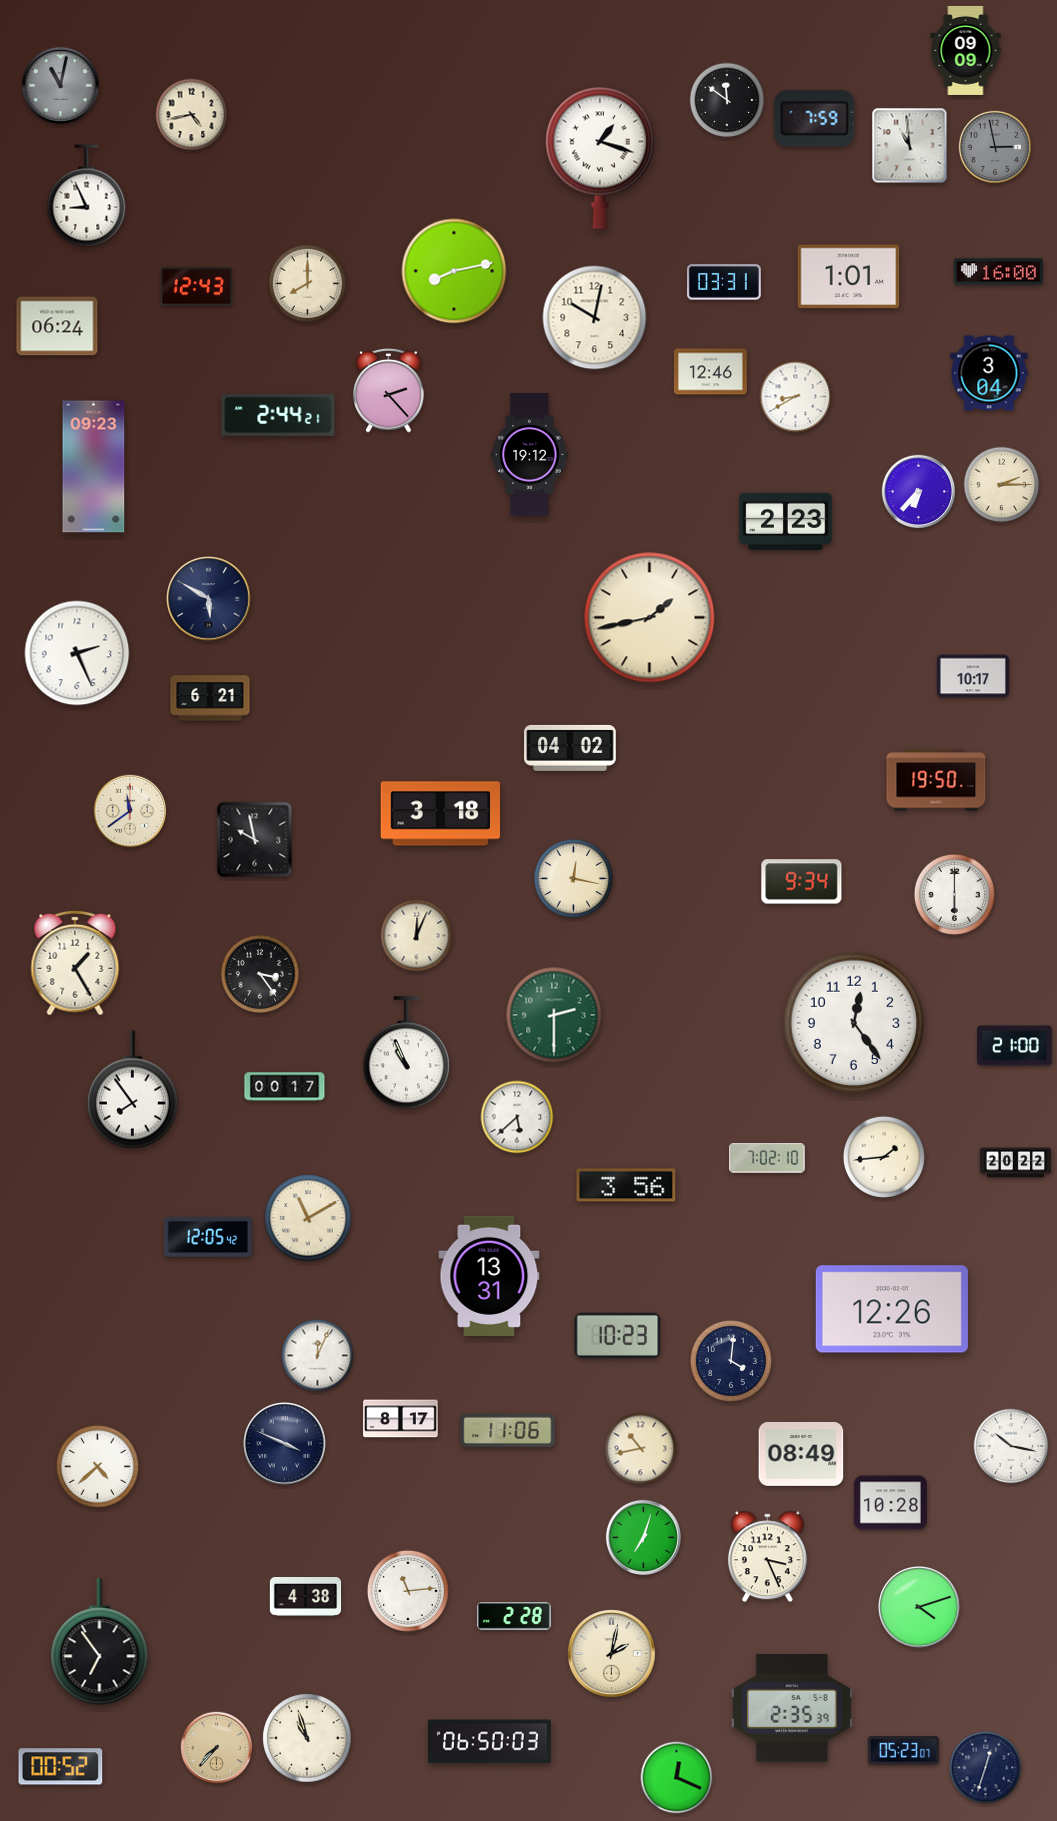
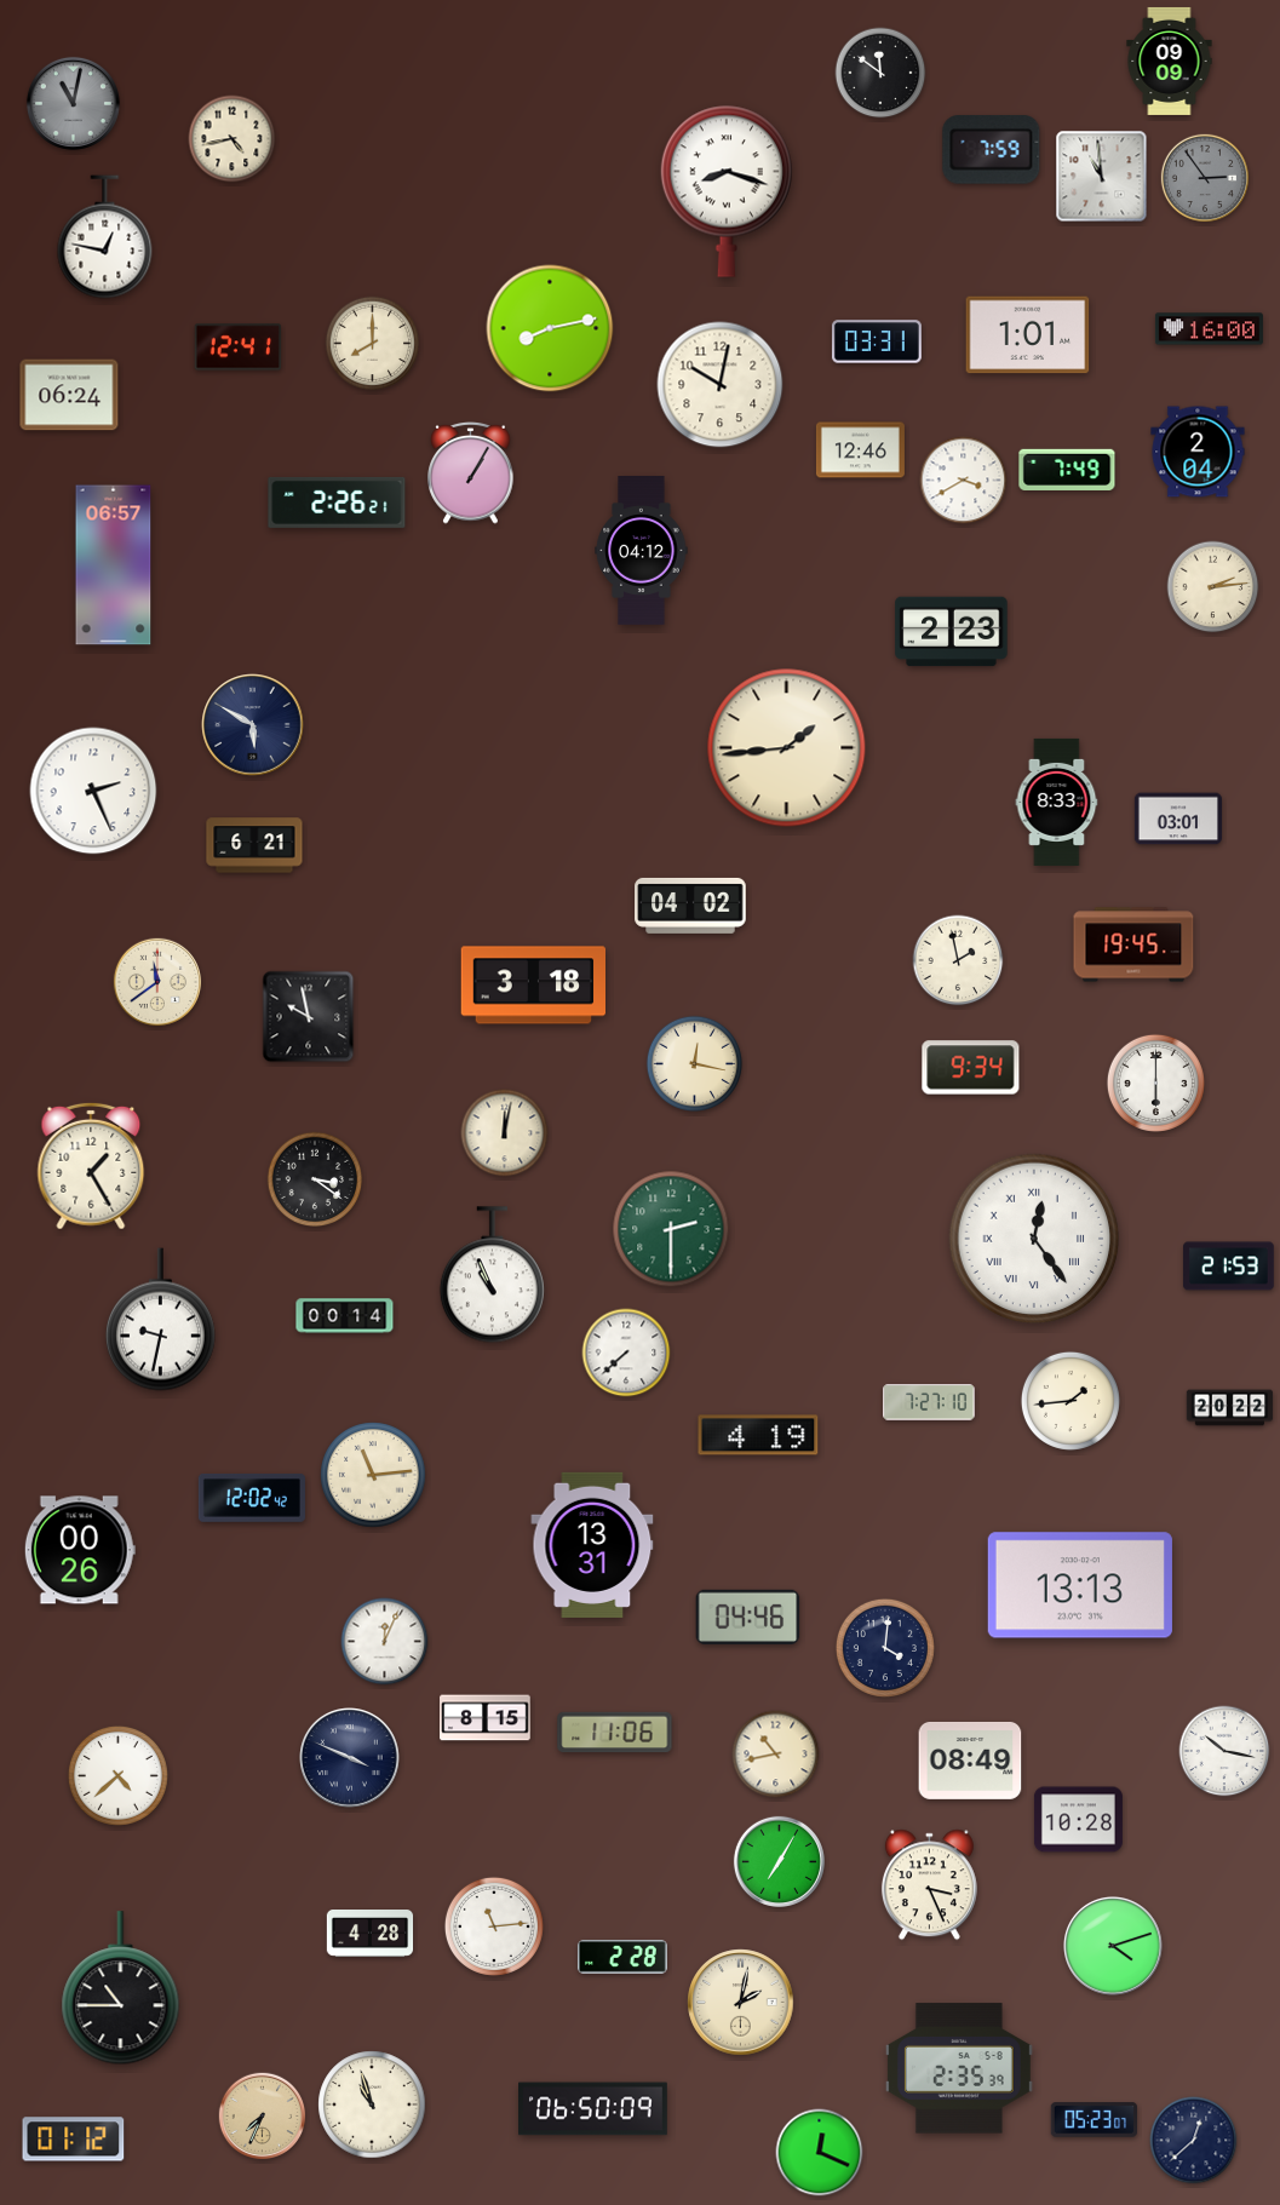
clock at (727, 100) position: (727, 100) -> (880, 73)
clock at (815, 119) position: (815, 119) -> (992, 150)
clock at (995, 147): 2:58 -> 2:54
clock at (600, 158): 1:18 -> 8:18
clock at (87, 196): 8:56 -> 12:47
clock at (196, 287): 12:43 -> 12:41
clock at (989, 373): 3:04 -> 2:04
clock at (1067, 469): none -> 7:49
clock at (389, 391): 2:23 -> 1:05
clock at (796, 397): 8:40 -> 3:40
clock at (278, 415): 2:44 -> 2:26
clock at (530, 455): 19:12 -> 04:12
clock at (94, 467): 09:23 -> 06:57
clock at (1002, 485): 2:15 -> 2:14
clock at (918, 491): 6:37 -> none
clock at (650, 618): 1:43 -> 1:44
clock at (1057, 802): none -> 8:33
clock at (973, 676): 10:17 -> 03:01
clock at (936, 780): 19:50 -> 19:45
clock at (958, 960): none -> 1:58
clock at (417, 936): 12:04 -> 12:02
clock at (260, 974): 3:24 -> 3:21
clock at (854, 1023) numerals: Arabic -> Roman
clock at (1015, 1046): 21:00 -> 21:53
clock at (285, 1087): 00:17 -> 00:14
clock at (132, 1090): 7:54 -> 9:32
clock at (517, 1117): 5:38 -> 7:38
clock at (767, 1158): 7:02 -> 7:27
clock at (626, 1185): 3:56 -> 4:19
clock at (308, 1218): 11:10 -> 11:14
clock at (208, 1238): 12:05 -> 12:02
clock at (80, 1550): none -> 00:26
clock at (892, 1309): 12:26 -> 13:13
clock at (618, 1335): 10:23 -> 04:46
clock at (401, 1419): 8:17 -> 8:15
clock at (285, 1444) position: (285, 1444) -> (350, 1758)
clock at (643, 1537): 7:03 -> 7:05
clock at (306, 1597): 4:38 -> 4:28
clock at (100, 1642): 6:54 -> 10:45
clock at (490, 1742): 06:50:03 -> 06:50:09
clock at (217, 1748): 7:37 -> 7:34
clock at (61, 1767): 00:52 -> 01:12
clock at (986, 1768): 12:33 -> 12:38
